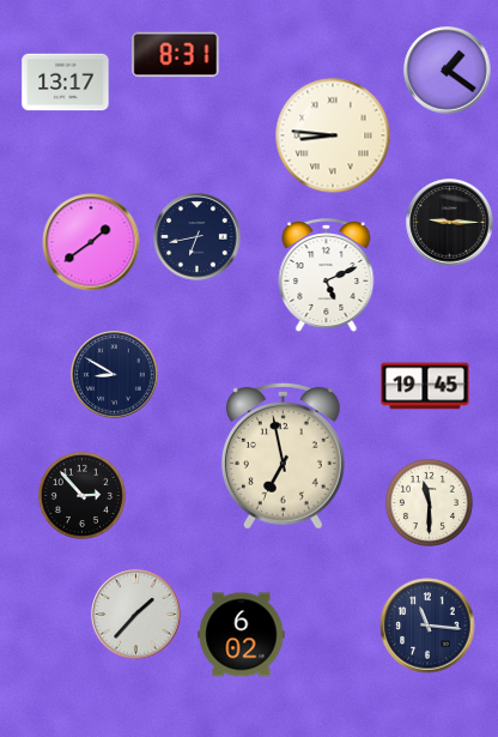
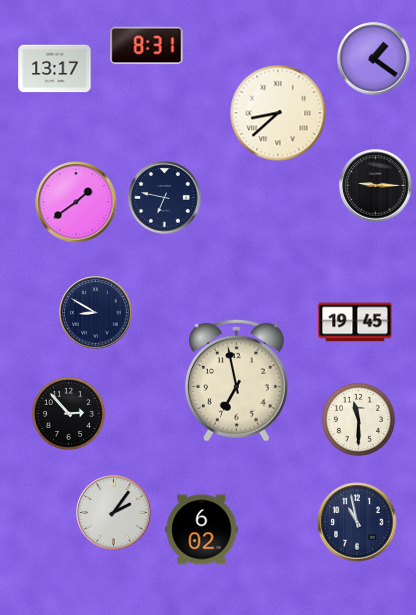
clock at (333, 135): 8:46 -> 8:38
clock at (198, 237): 6:43 -> 6:47
clock at (327, 276): 5:11 -> none
clock at (136, 615): 1:37 -> 2:06
clock at (427, 626): 11:16 -> 10:58
